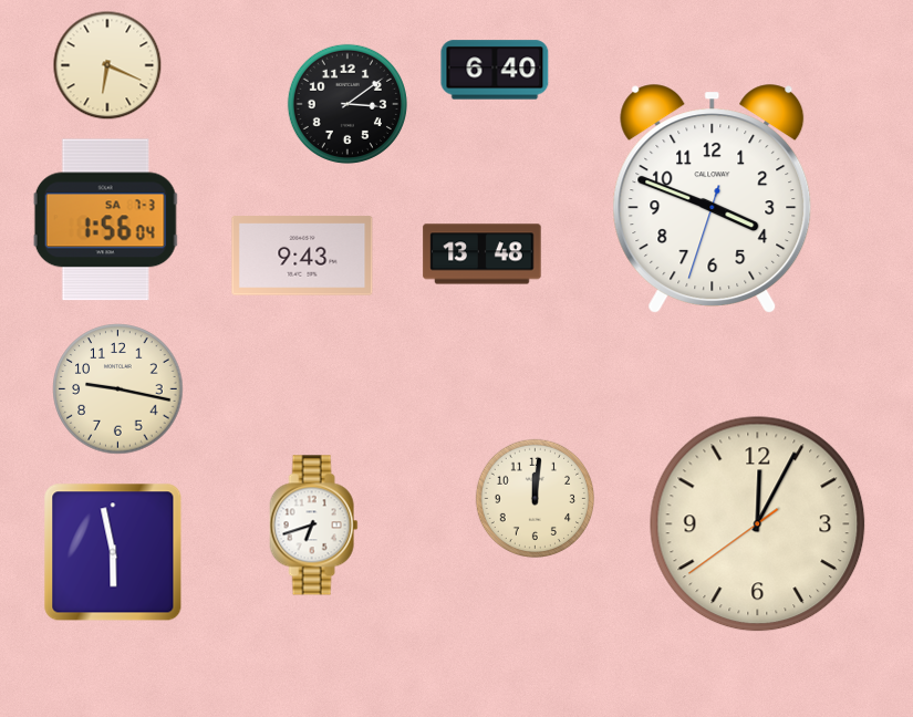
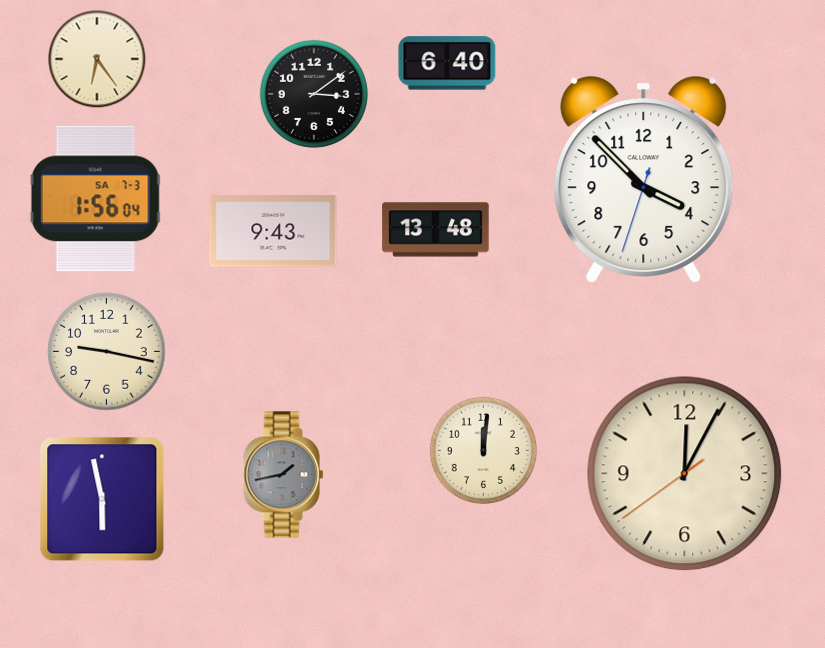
clock at (107, 65): 6:19 -> 6:24
clock at (713, 198): 3:48 -> 3:52
clock at (314, 526): 6:42 -> 1:43
clock at (314, 526) dial: white -> grey
